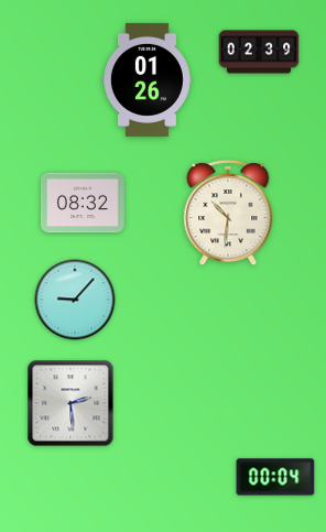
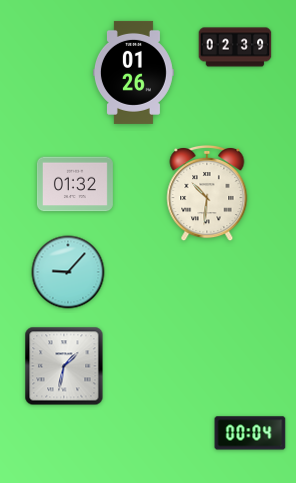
clock at (83, 203): 08:32 -> 01:32
clock at (70, 403): 2:29 -> 1:32
